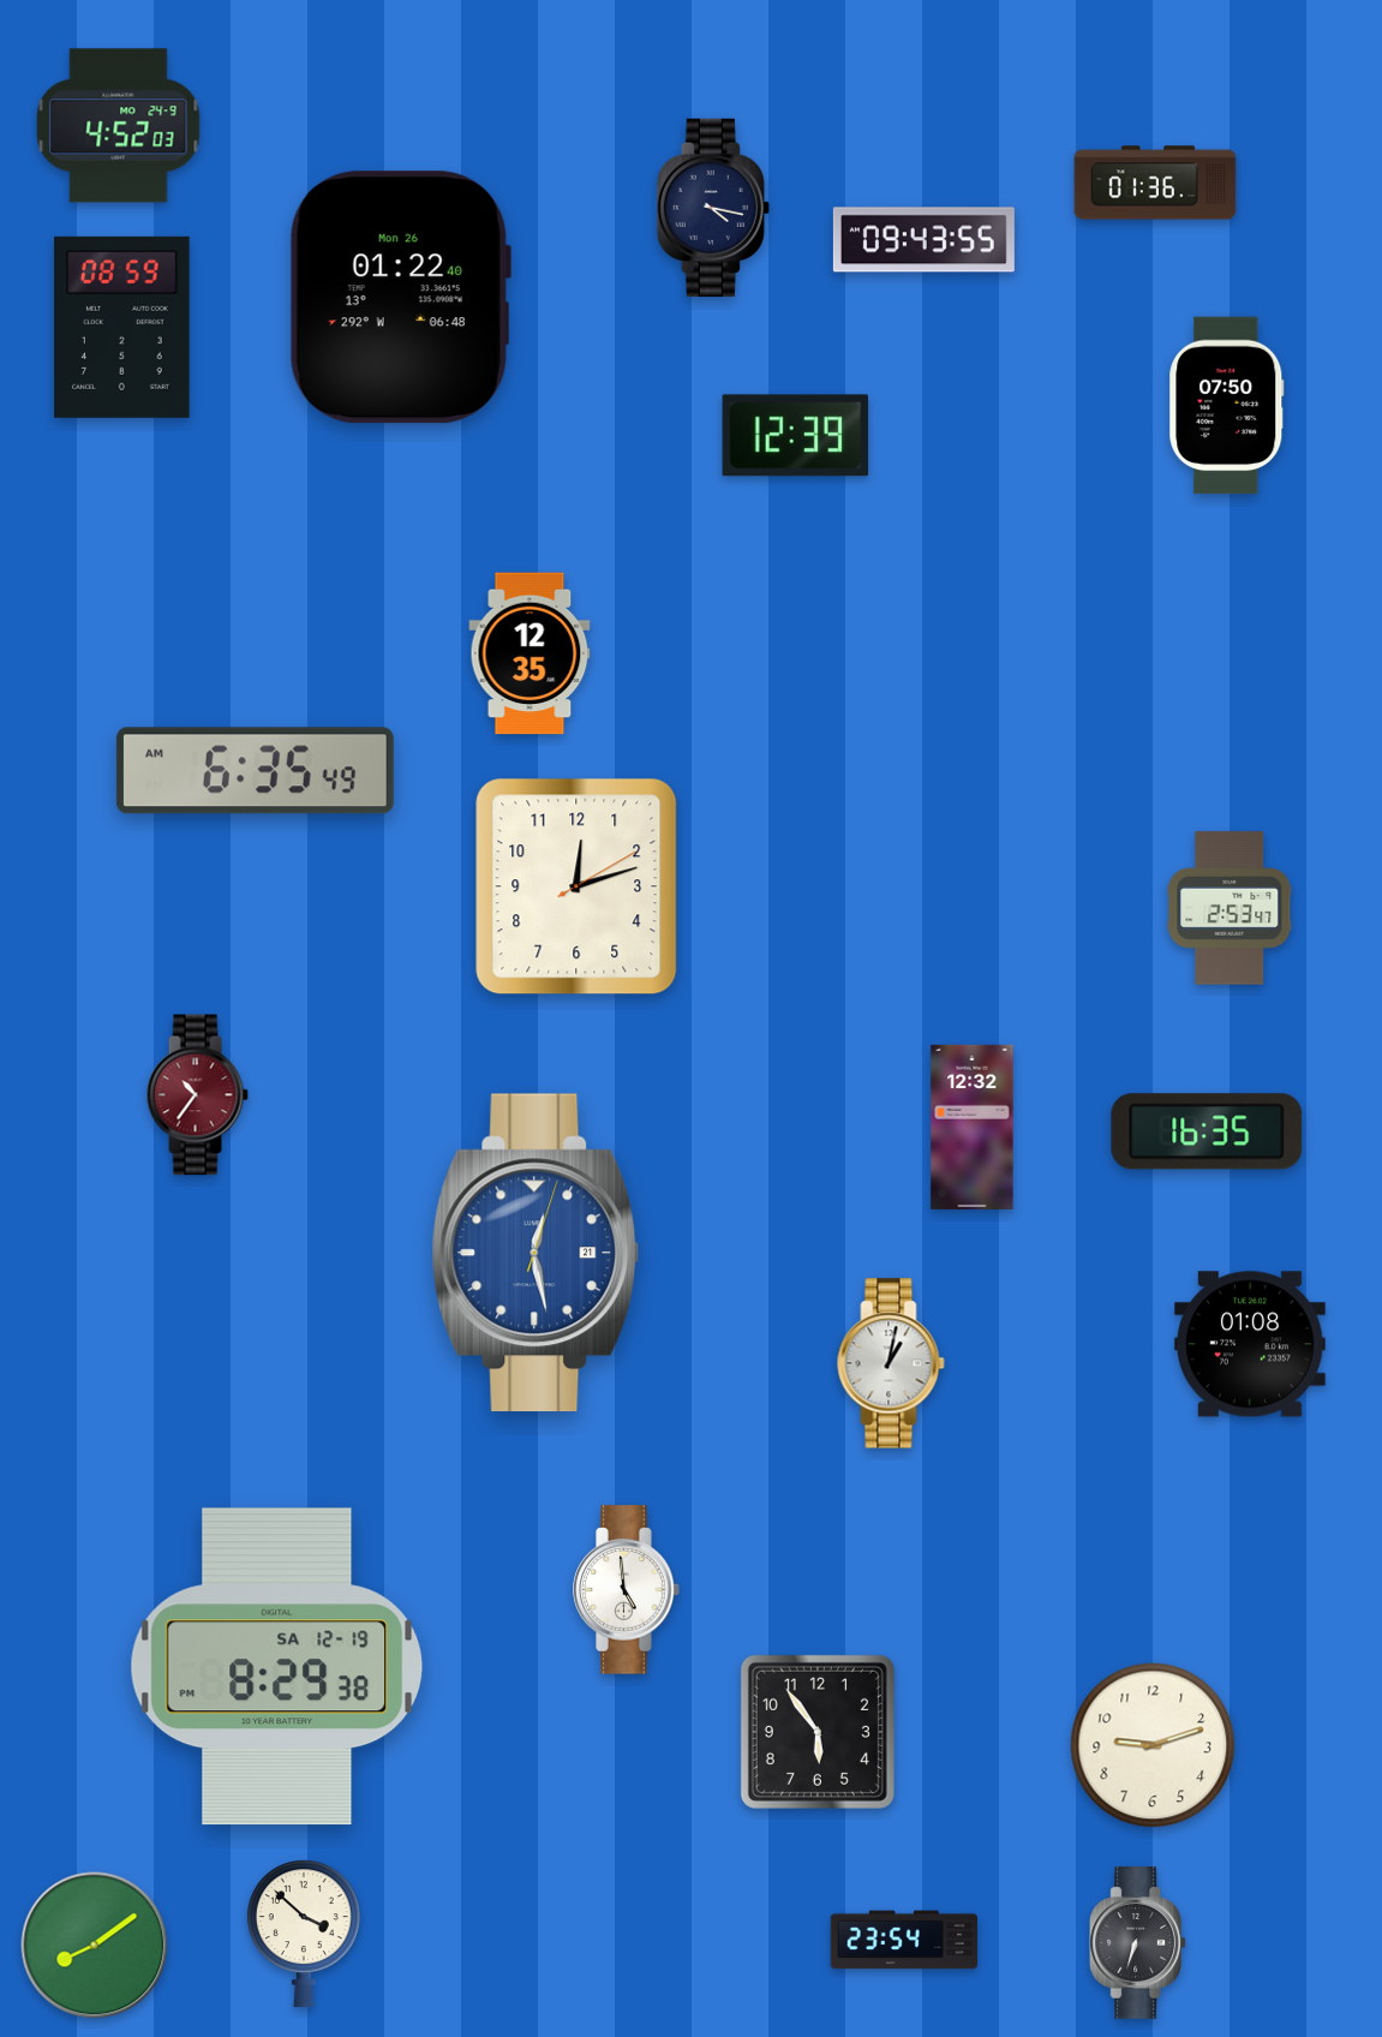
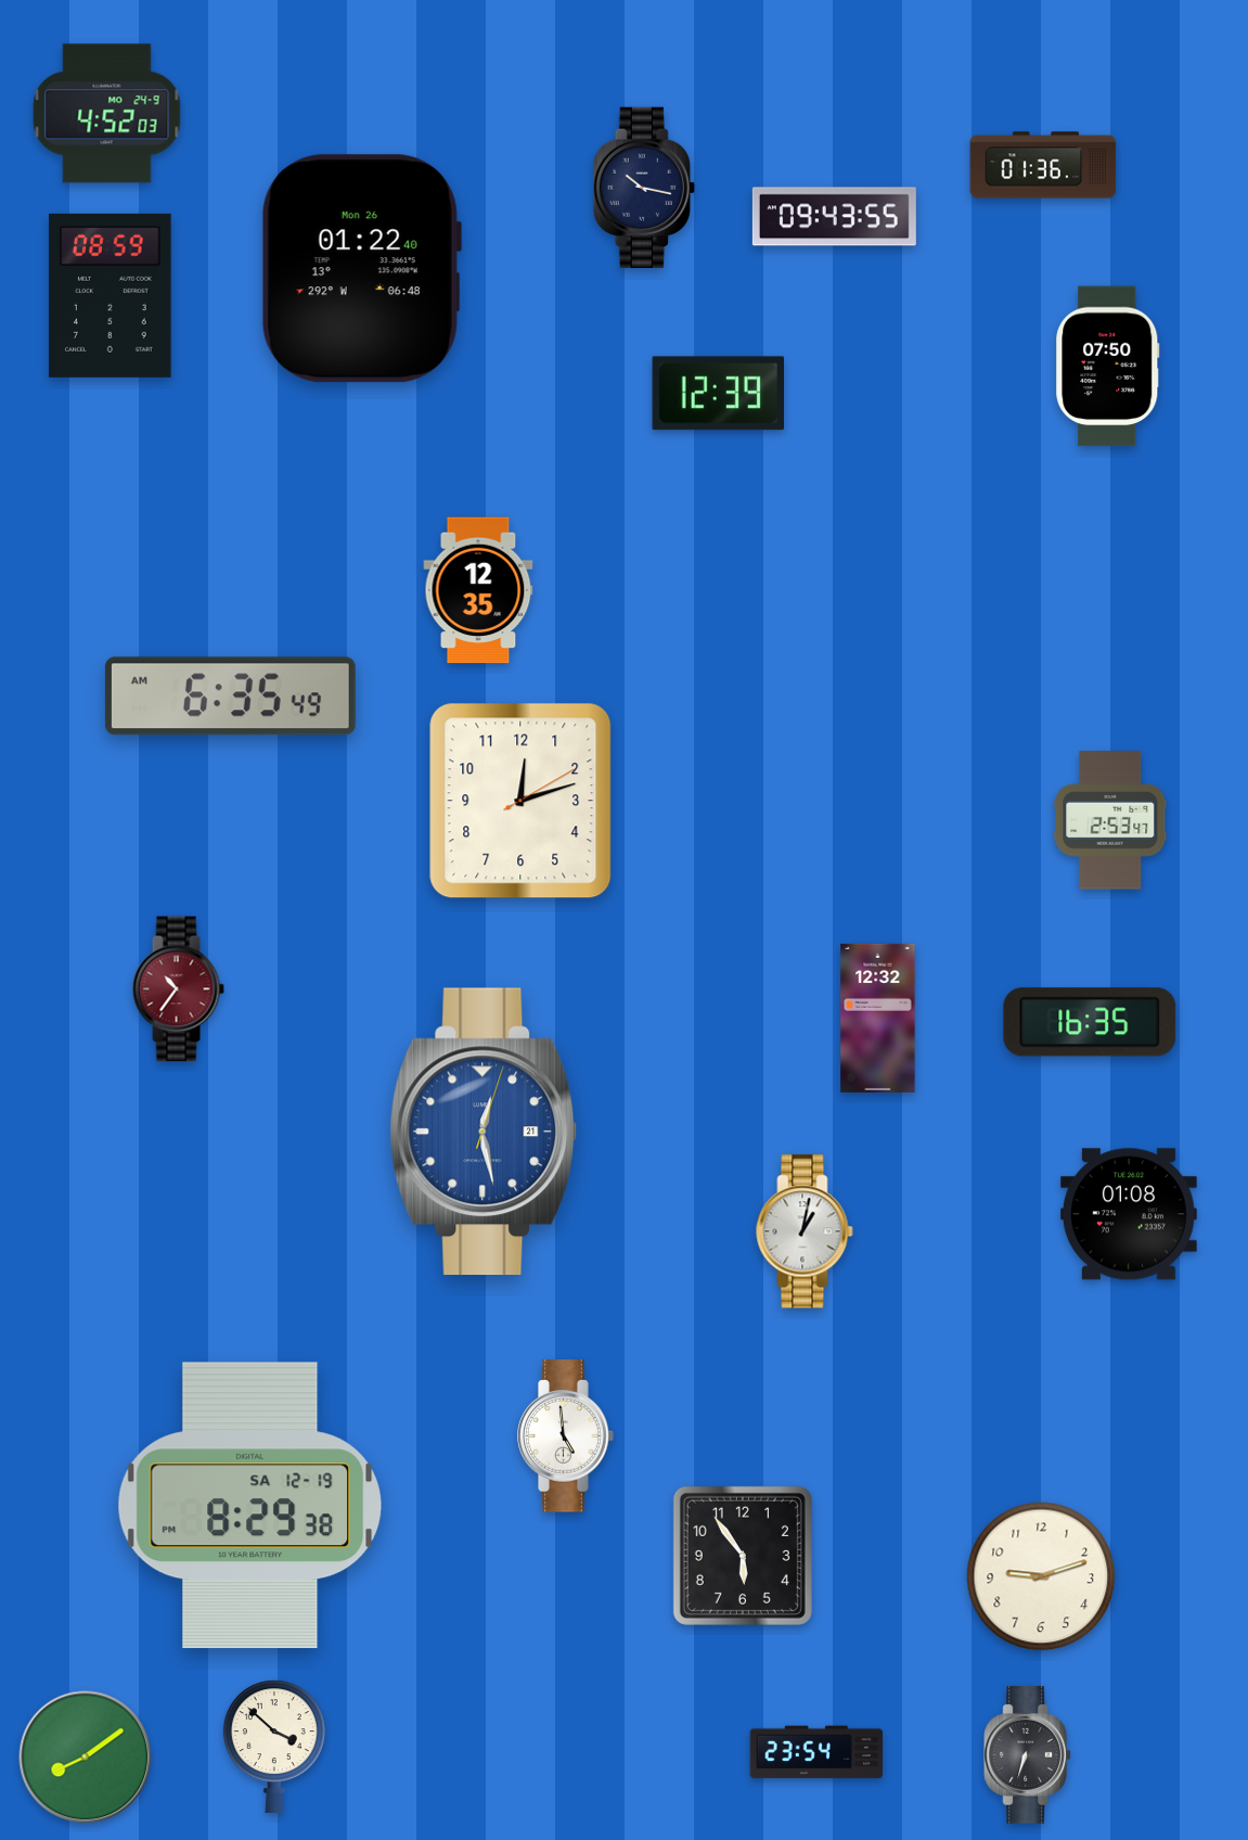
clock at (713, 208): 4:17 -> 10:17
clock at (818, 1732) position: (818, 1732) -> (743, 1556)
